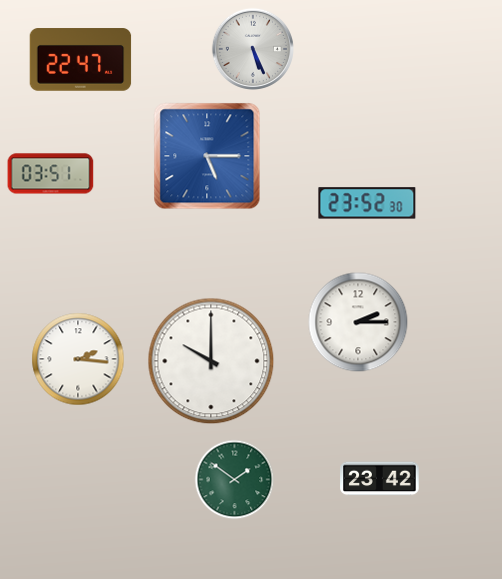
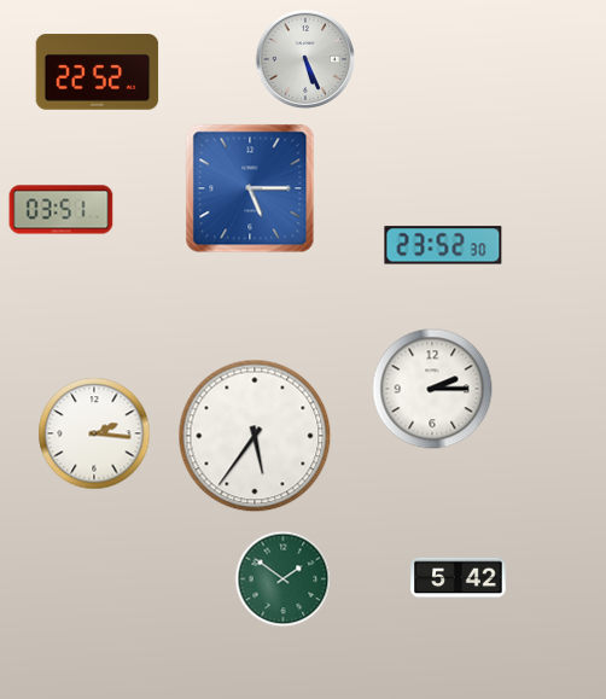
clock at (81, 60): 22:47 -> 22:52
clock at (211, 361): 10:00 -> 5:36
clock at (380, 479): 23:42 -> 5:42
